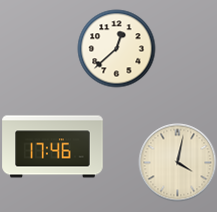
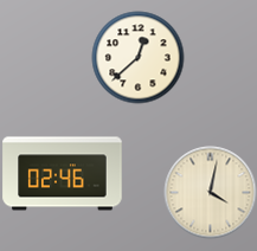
clock at (53, 147): 17:46 -> 02:46
